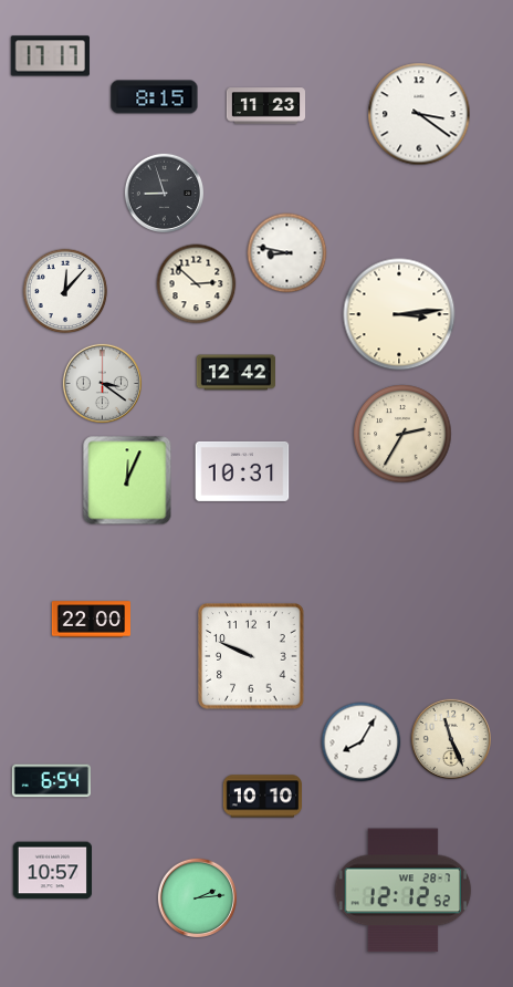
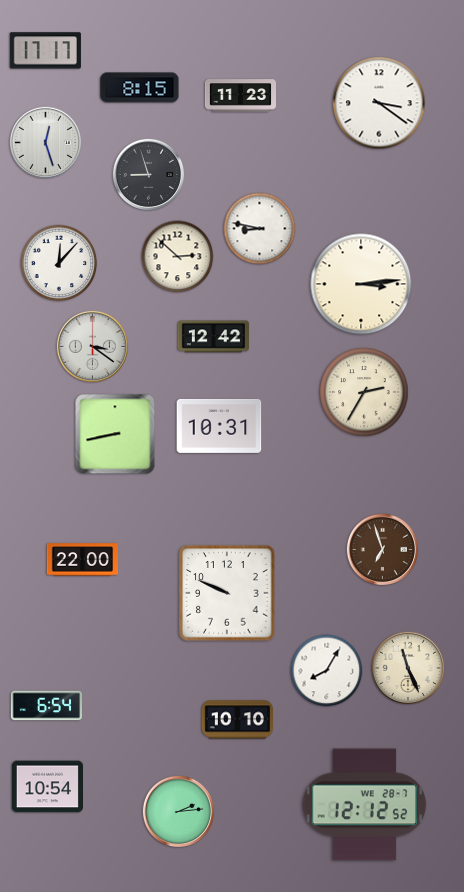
clock at (45, 142): none -> 12:27
clock at (127, 480): 12:04 -> 8:43
clock at (382, 549): none -> 6:57
clock at (52, 871): 10:57 -> 10:54
